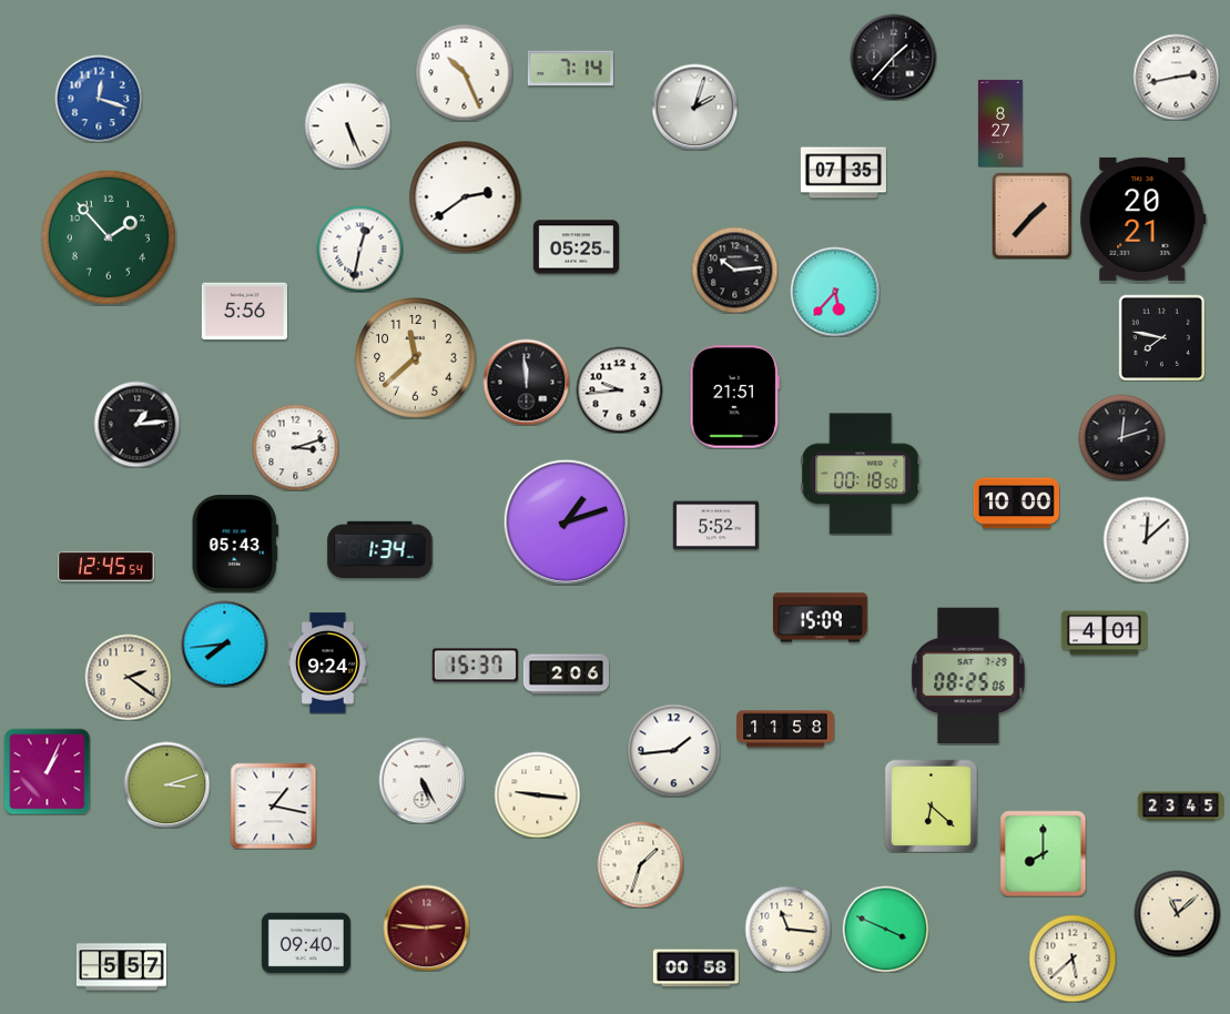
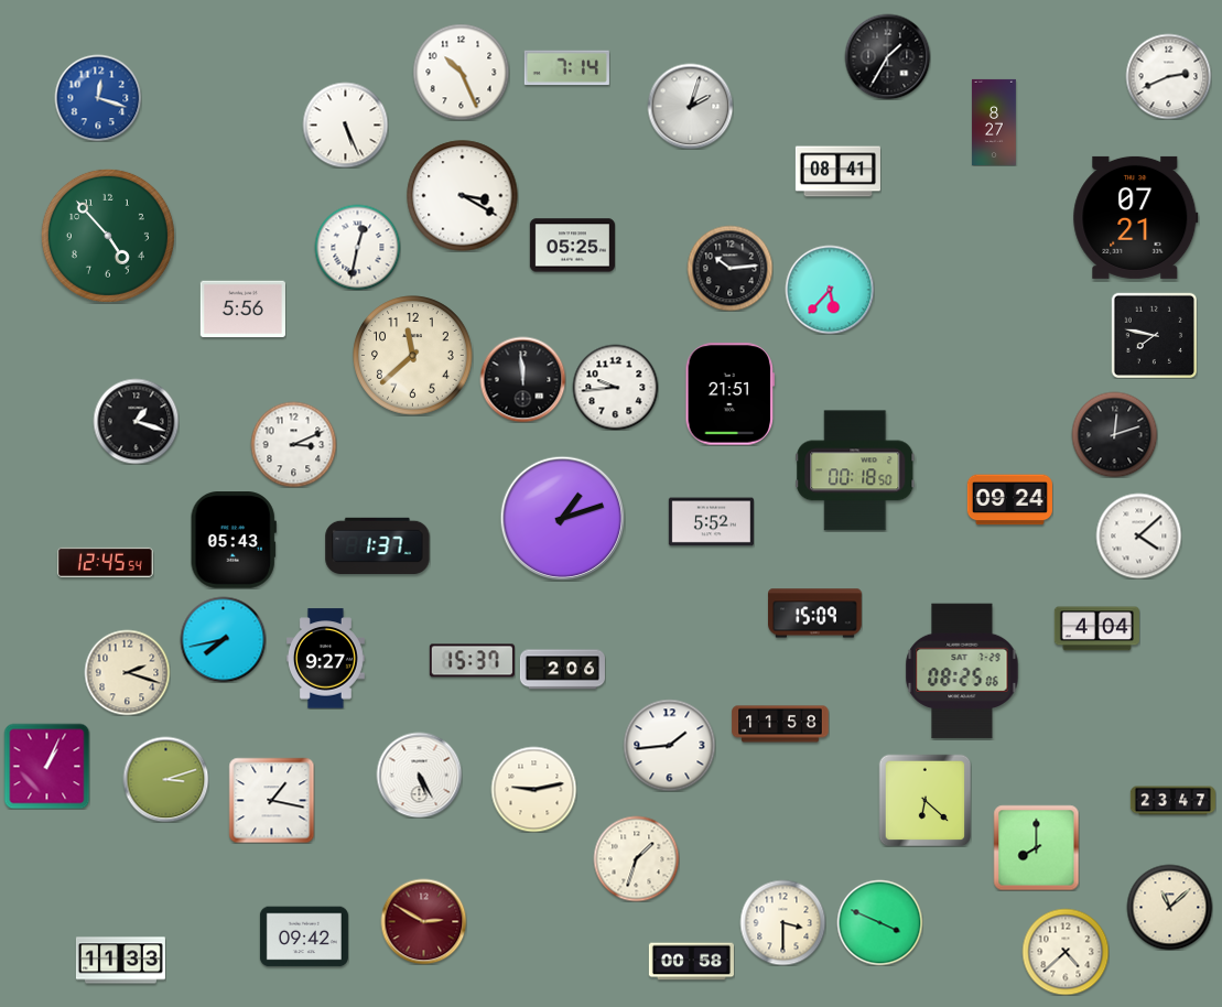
clock at (893, 57): 1:37 -> 1:35
clock at (1176, 77): 2:43 -> 2:41
clock at (843, 173): 07:35 -> 08:41
clock at (466, 197): 2:39 -> 3:20
clock at (1033, 215): 1:37 -> none
clock at (1143, 219): 20:21 -> 07:21
clock at (109, 237): 1:53 -> 4:53
clock at (136, 424): 1:14 -> 1:18
clock at (295, 447): 3:12 -> 3:11
clock at (1016, 504): 10:00 -> 09:24
clock at (1146, 539): 12:08 -> 4:08
clock at (380, 549): 1:34 -> 1:37
clock at (1104, 633): 4:01 -> 4:04
clock at (224, 643): 7:44 -> 7:43
clock at (327, 663): 9:24 -> 9:27
clock at (128, 677): 2:21 -> 2:18
clock at (537, 794): 9:16 -> 9:13
clock at (1180, 807): 23:45 -> 23:47
clock at (426, 927): 2:46 -> 2:50
clock at (787, 929): 11:16 -> 3:30
clock at (306, 943): 09:40 -> 09:42
clock at (1073, 959): 5:38 -> 4:38
clock at (121, 967): 5:57 -> 11:33
